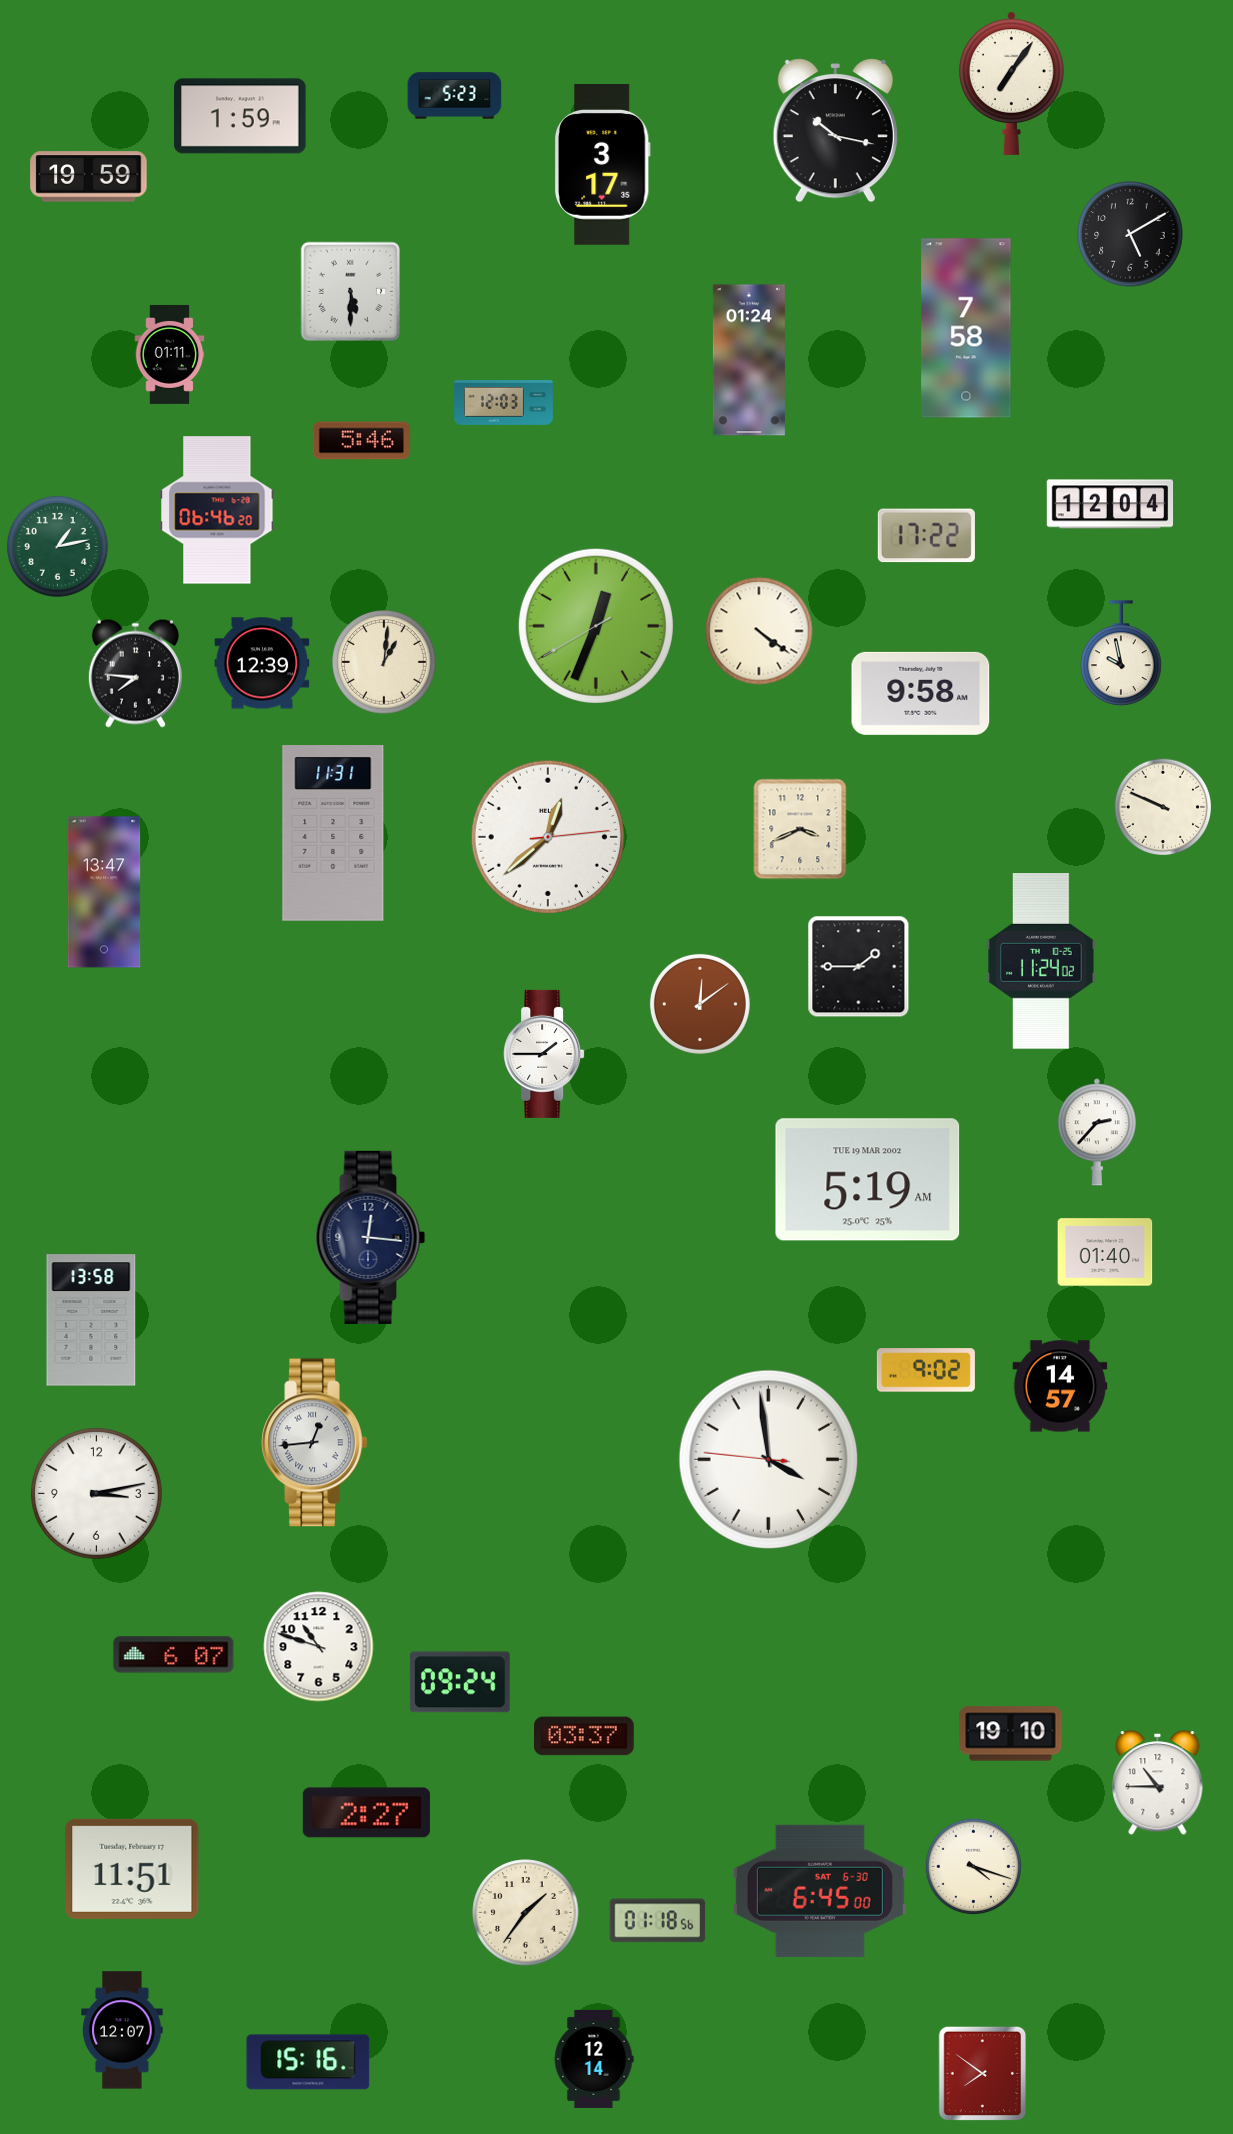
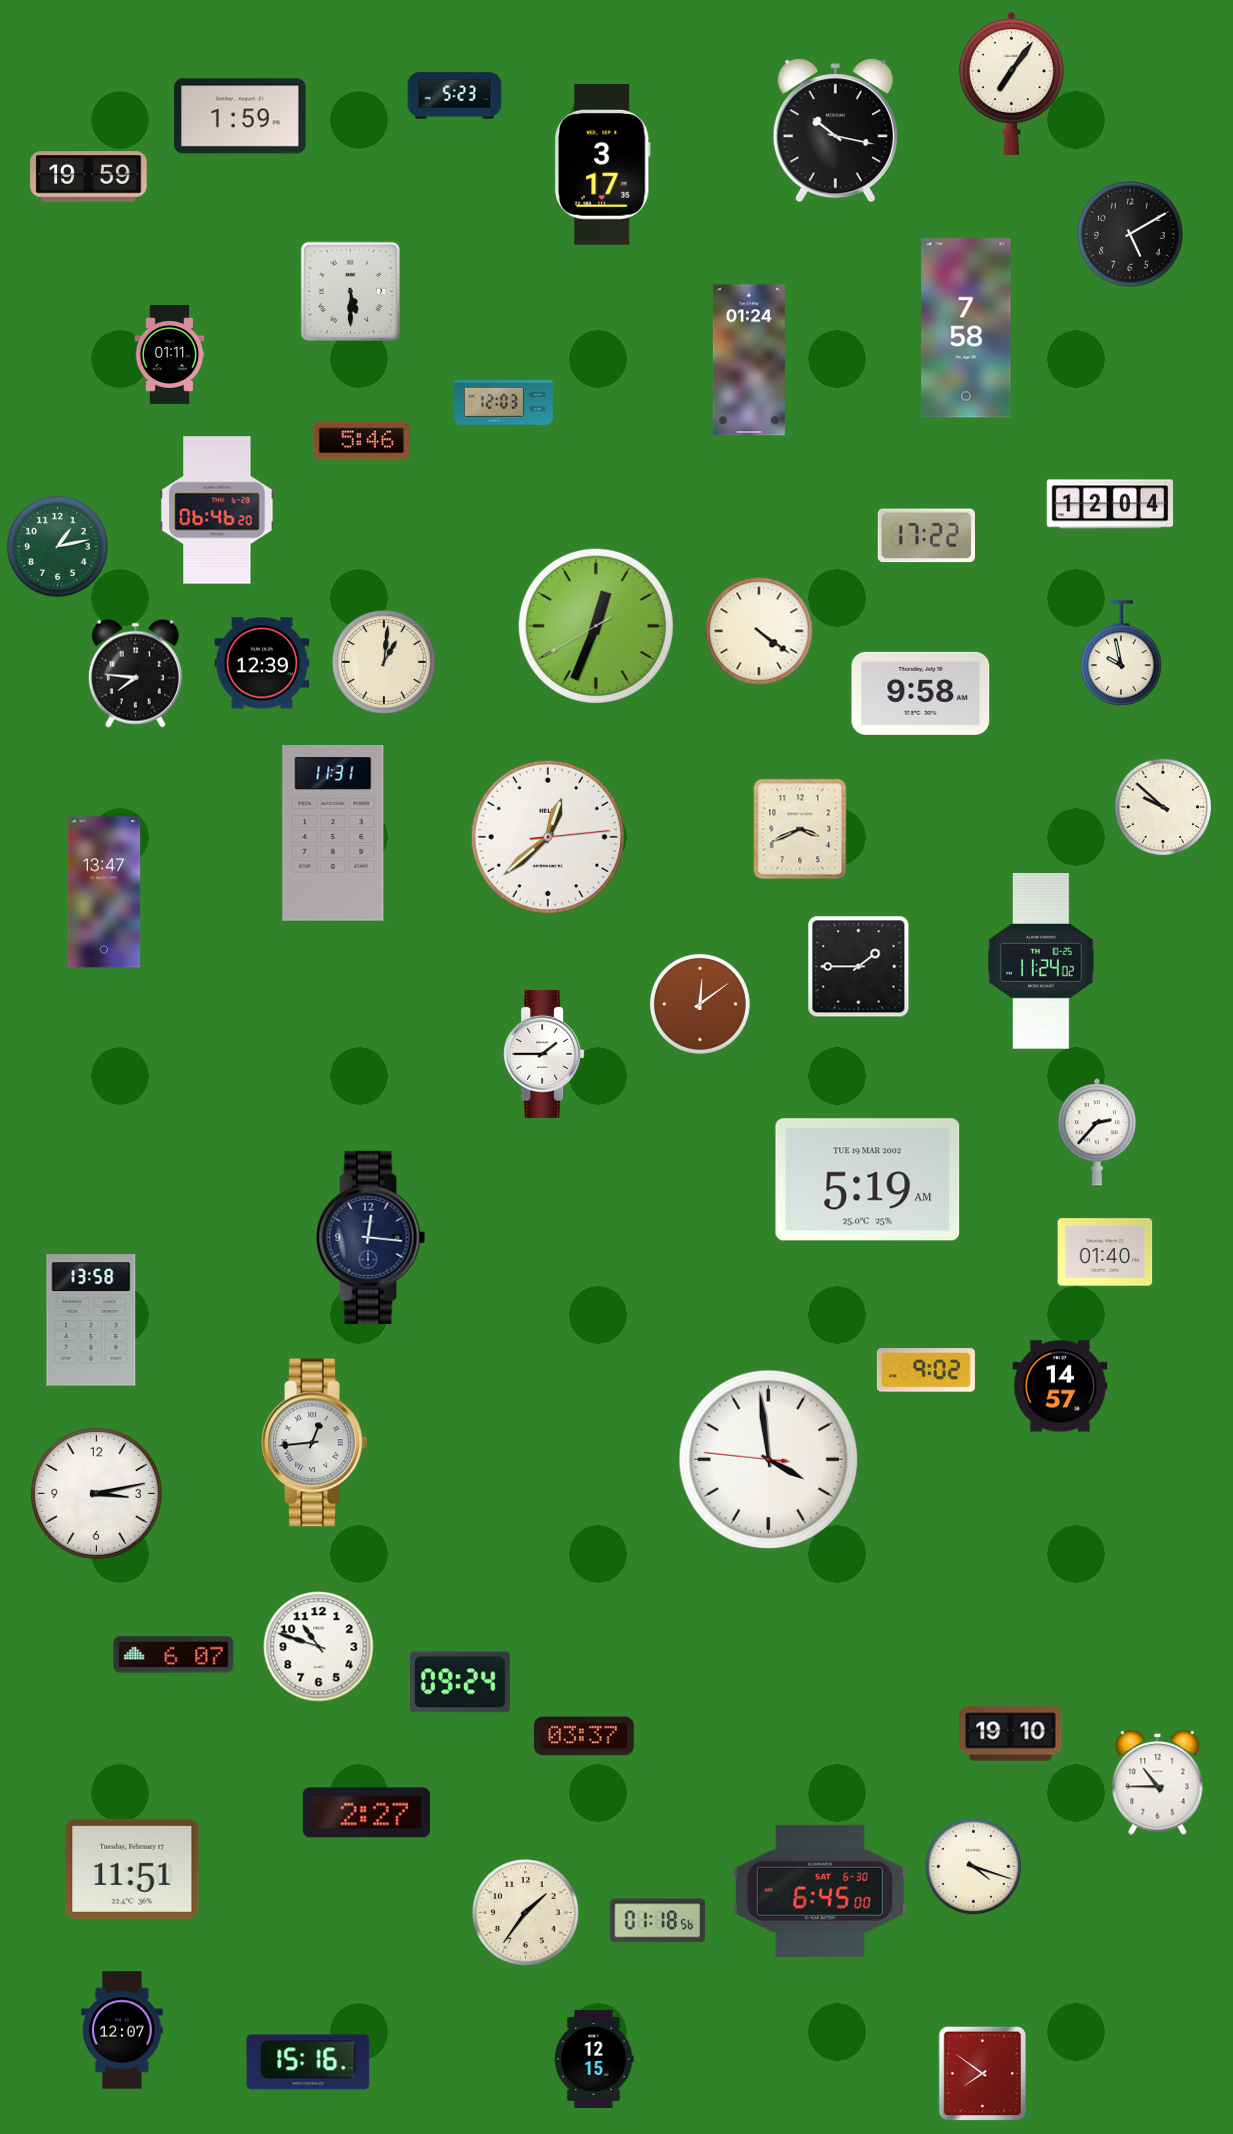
clock at (1162, 806): 9:49 -> 9:52
clock at (594, 2059): 12:14 -> 12:15
